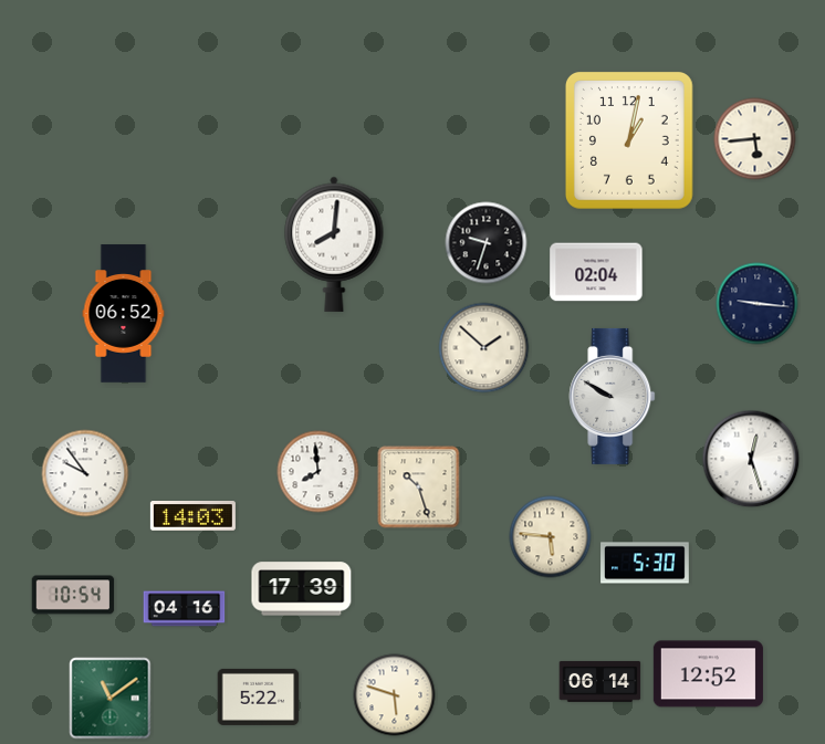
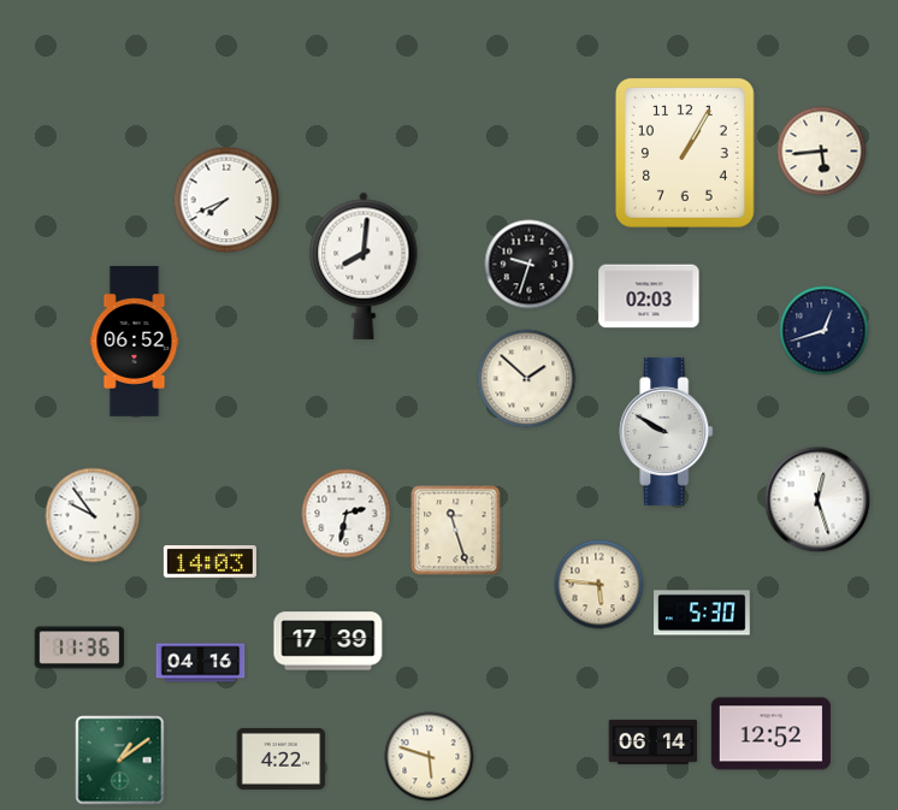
clock at (629, 142): 1:02 -> 1:05
clock at (226, 200): none -> 7:41
clock at (596, 272): 02:04 -> 02:03
clock at (758, 304): 9:16 -> 12:42
clock at (318, 472): 7:59 -> 2:32
clock at (419, 488): 10:27 -> 11:27
clock at (73, 595): 10:54 -> 11:36
clock at (259, 696): 5:22 -> 4:22
clock at (111, 699): 11:09 -> 1:09
